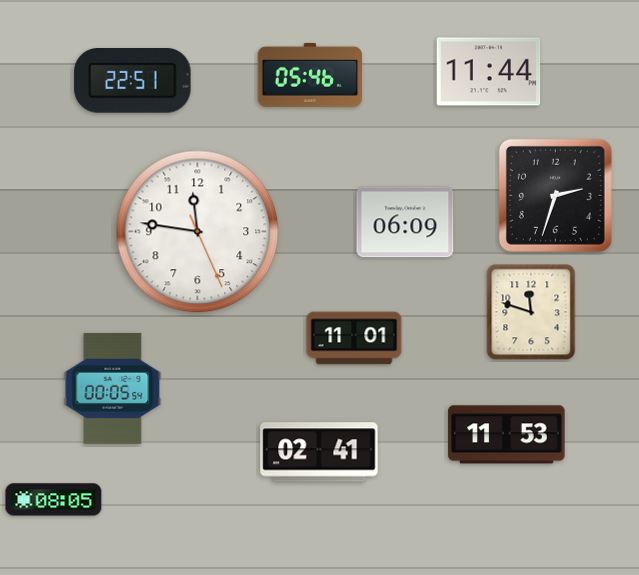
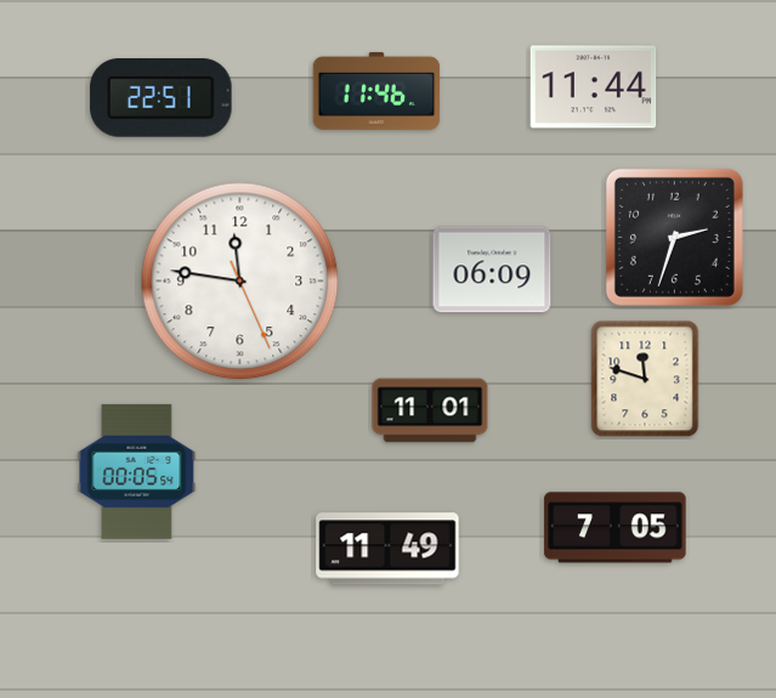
clock at (310, 75): 05:46 -> 11:46
clock at (507, 435): 11:53 -> 7:05
clock at (319, 452): 02:41 -> 11:49
clock at (54, 500): 08:05 -> none
